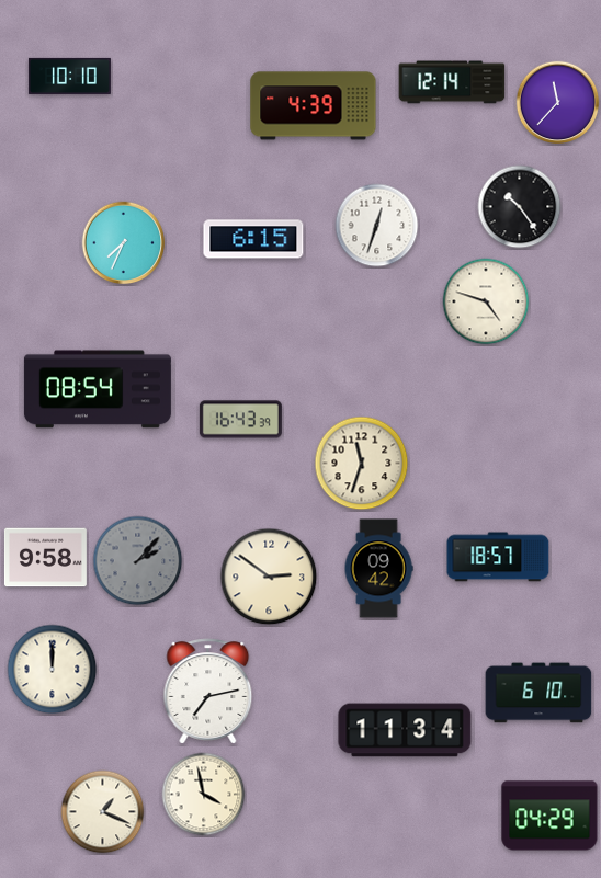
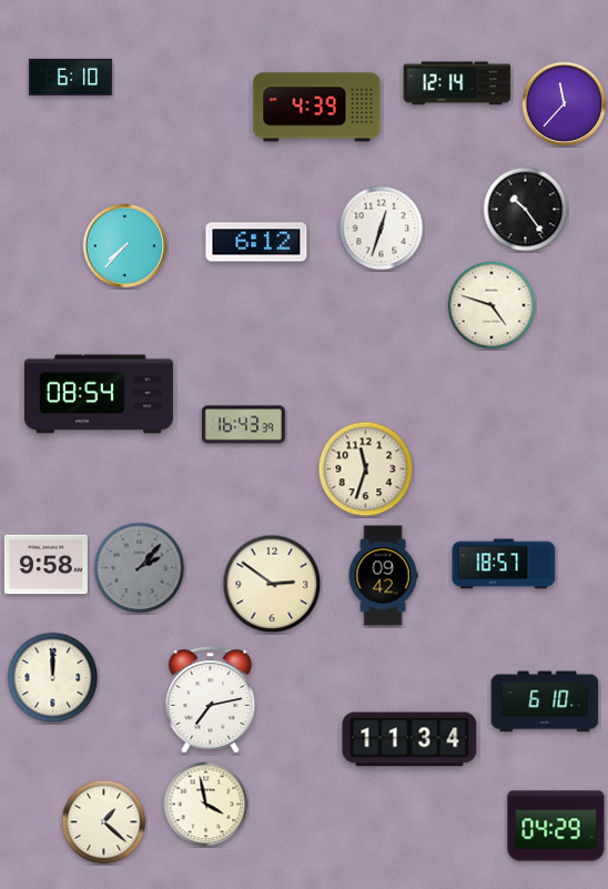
clock at (69, 76): 10:10 -> 6:10
clock at (253, 239): 6:15 -> 6:12
clock at (124, 243): 7:34 -> 7:37
clock at (103, 812): 1:19 -> 1:22
